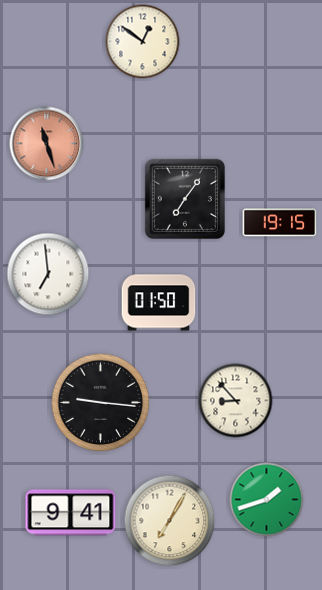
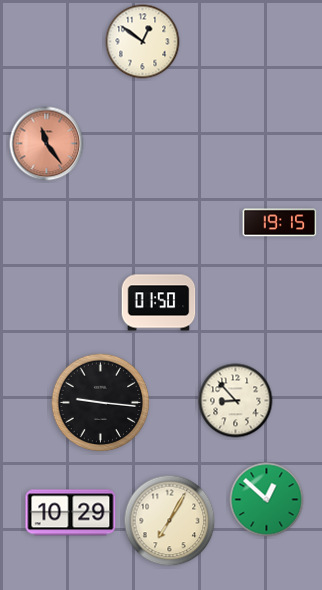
clock at (47, 144): 11:27 -> 11:24
clock at (185, 199): 7:06 -> none
clock at (48, 274): 6:59 -> none
clock at (267, 500): 1:42 -> 12:52
clock at (71, 513): 9:41 -> 10:29
